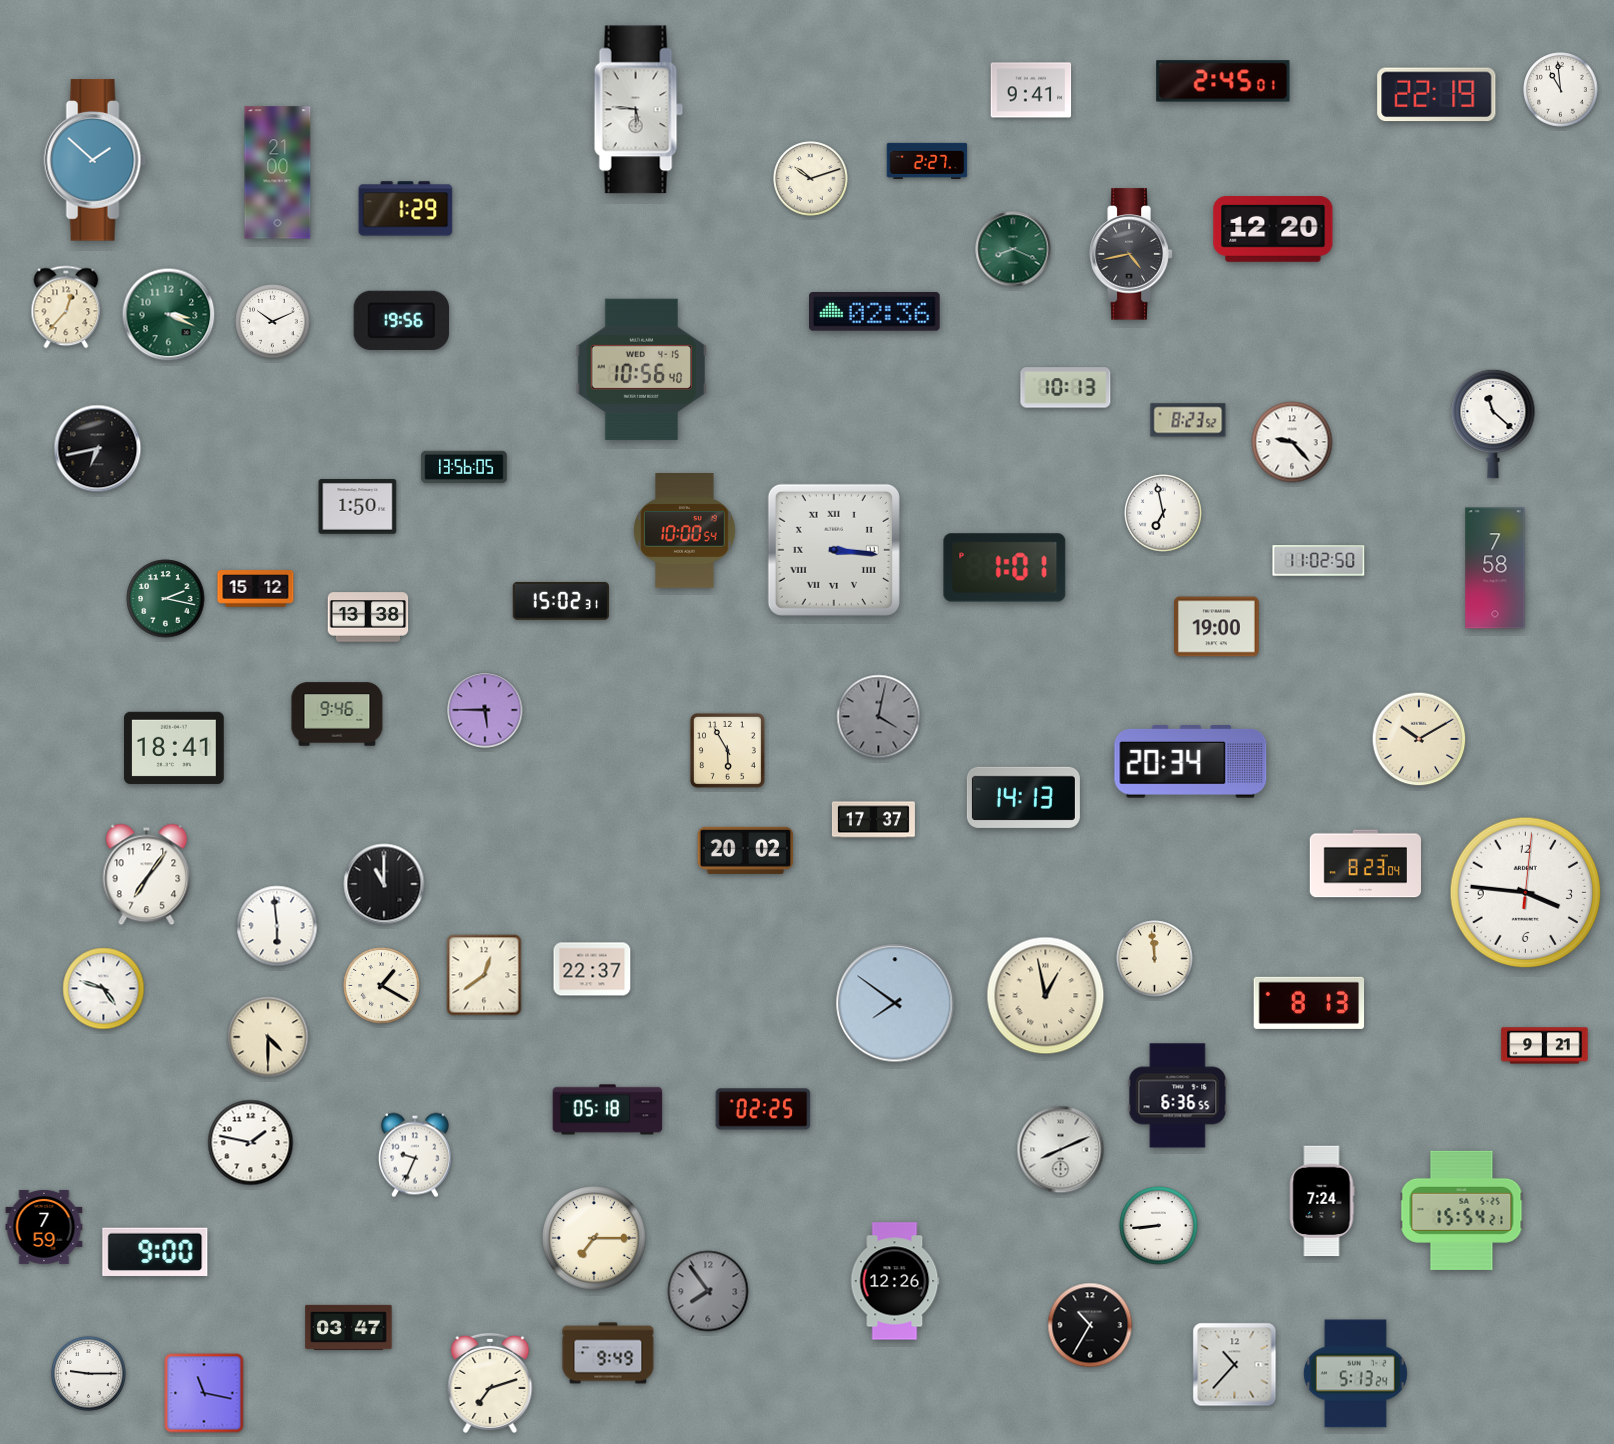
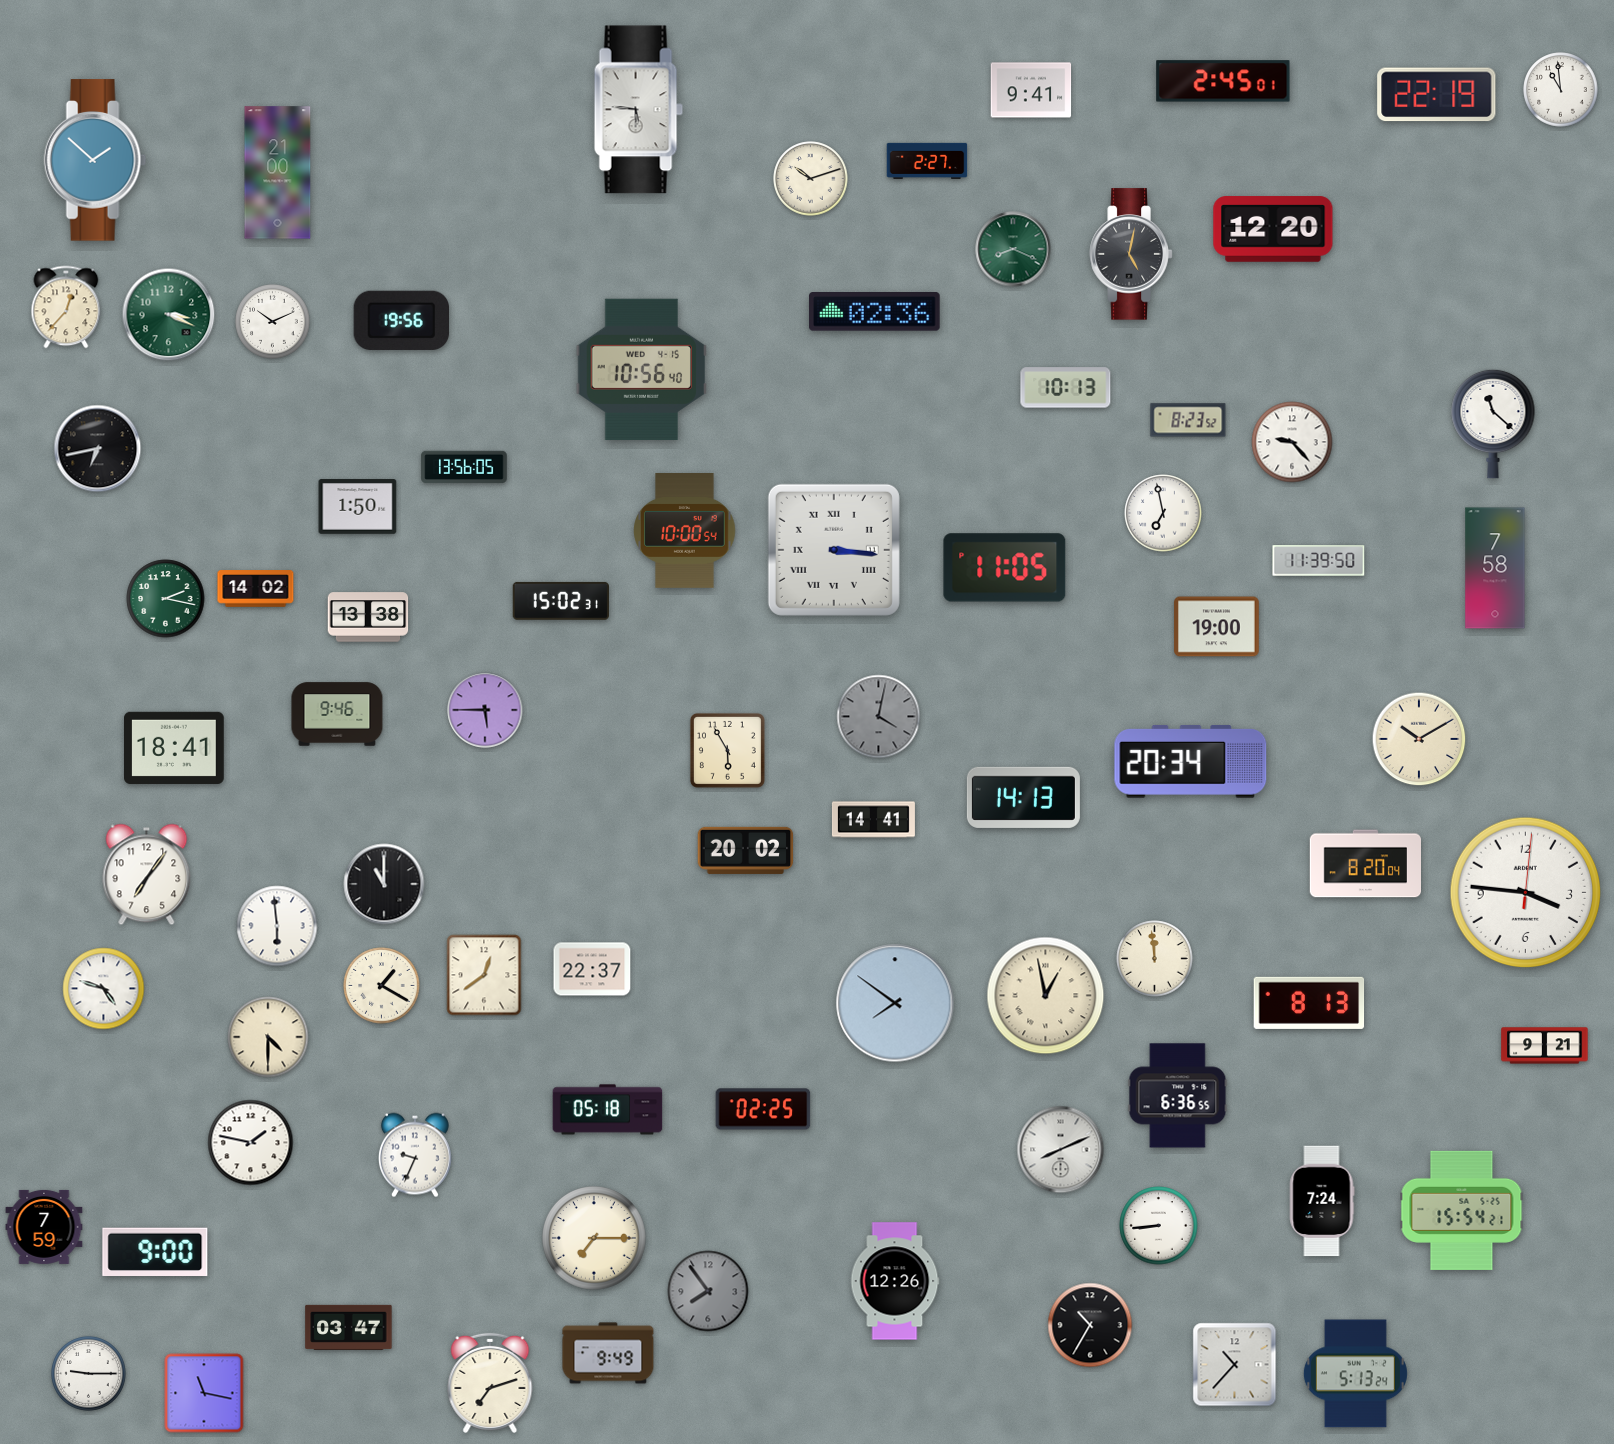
clock at (406, 209): 1:29 -> none
clock at (1131, 254): 4:43 -> 5:02
clock at (1319, 561): 11:02 -> 11:39
clock at (1005, 568): 1:01 -> 11:05
clock at (256, 589): 15:12 -> 14:02
clock at (873, 820): 17:37 -> 14:41
clock at (1365, 864): 8:23 -> 8:20
